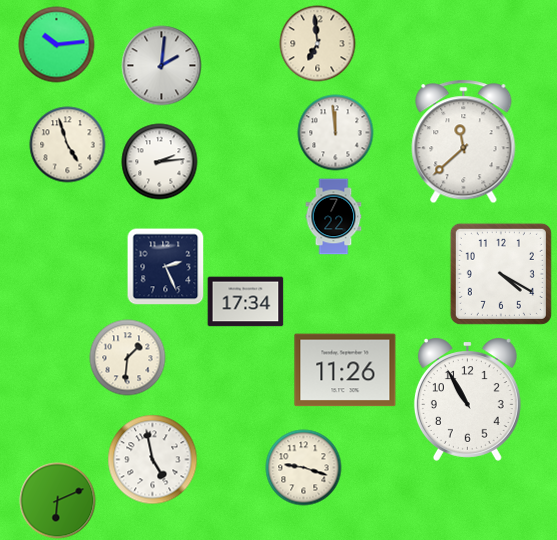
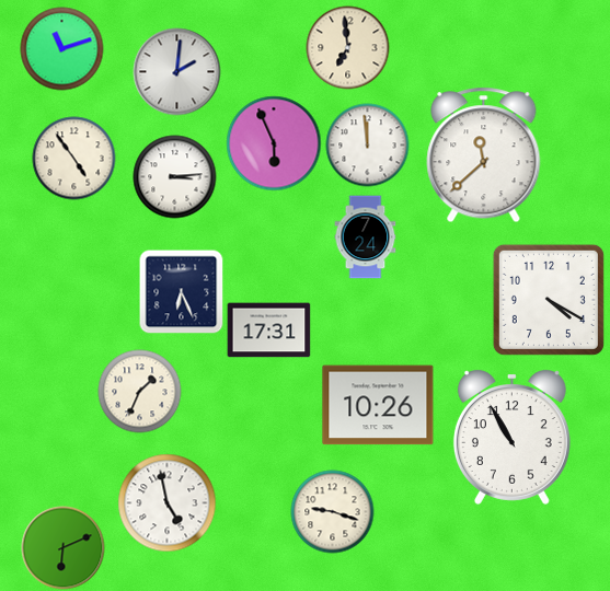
clock at (57, 45): 10:14 -> 11:12
clock at (274, 143): none -> 5:56
clock at (464, 142) position: (464, 142) -> (484, 155)
clock at (68, 145): 4:57 -> 4:54
clock at (160, 162): 2:14 -> 3:14
clock at (334, 217): 7:22 -> 7:24
clock at (166, 267): 2:26 -> 6:26
clock at (246, 302): 17:34 -> 17:31
clock at (128, 358): 1:31 -> 1:34
clock at (345, 370): 11:26 -> 10:26
